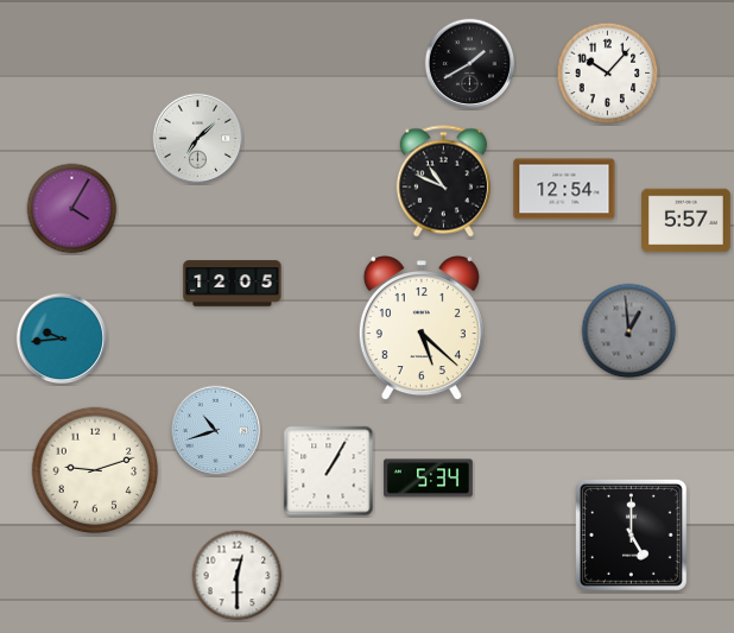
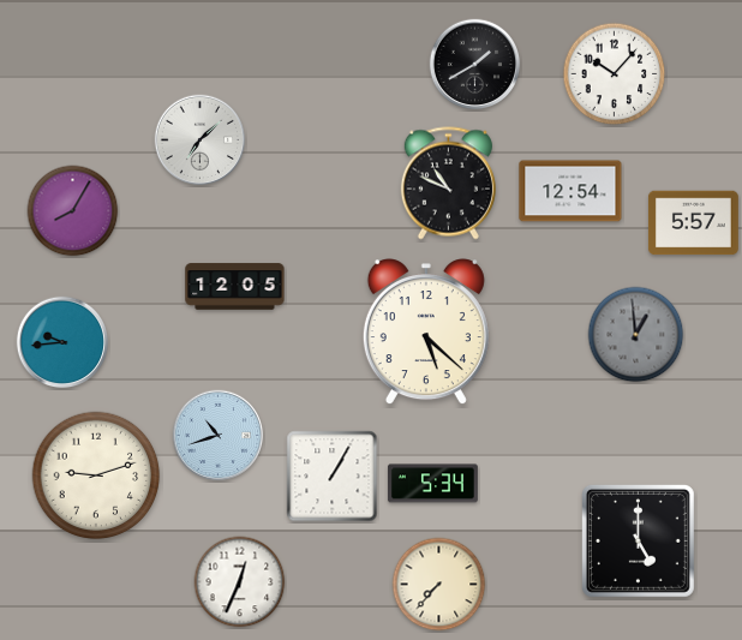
clock at (72, 209): 4:05 -> 8:05
clock at (238, 576): 12:30 -> 12:34
clock at (439, 585): none -> 7:37
